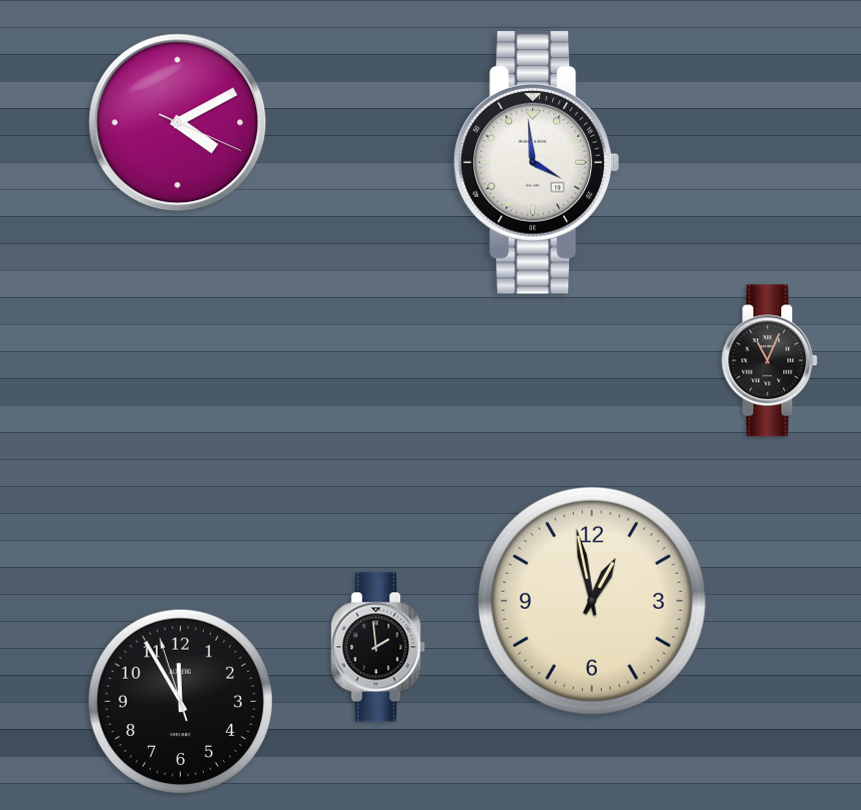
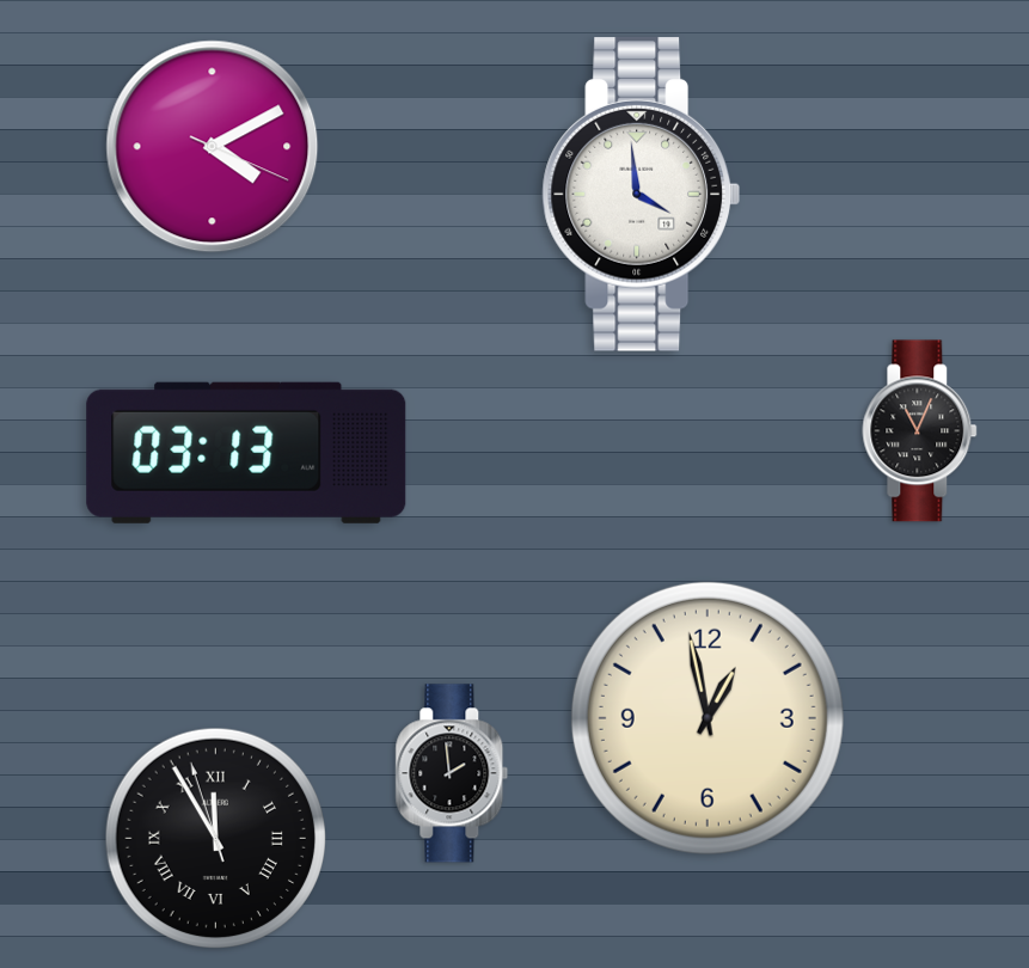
clock at (246, 453): none -> 03:13
clock at (180, 701) numerals: Arabic -> Roman
